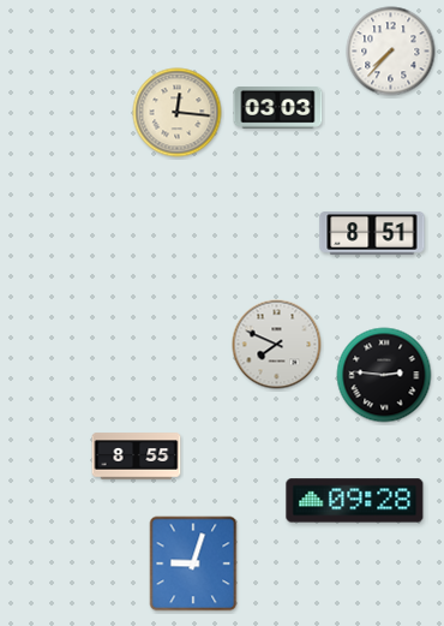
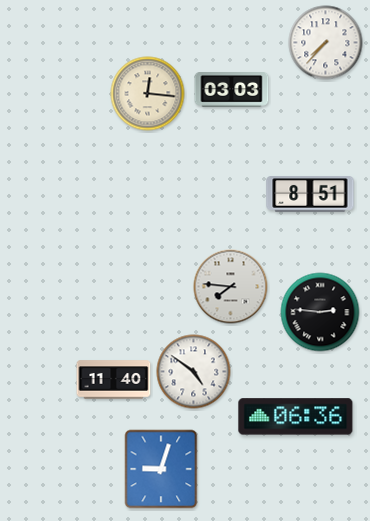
clock at (277, 345): 7:49 -> 7:46
clock at (194, 372): none -> 4:51
clock at (137, 457): 8:55 -> 11:40
clock at (355, 501): 09:28 -> 06:36
